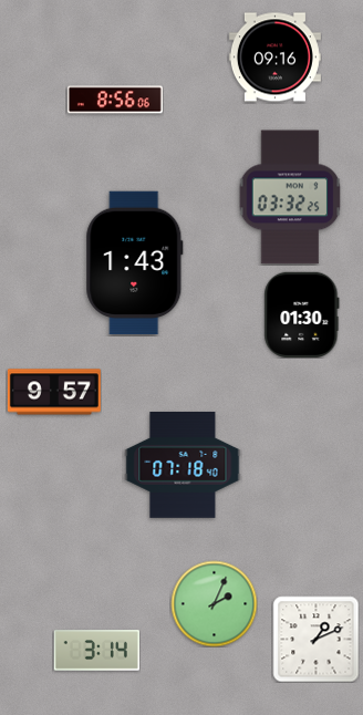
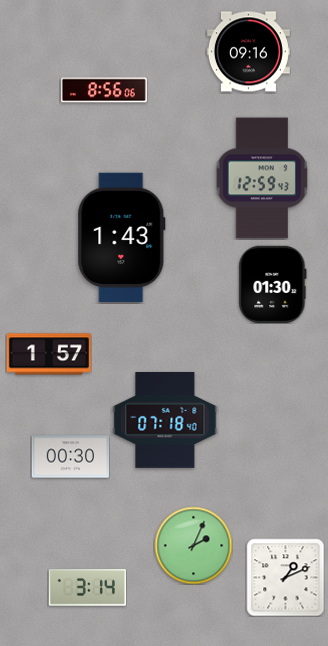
clock at (290, 197): 03:32 -> 12:59
clock at (54, 392): 9:57 -> 1:57
clock at (70, 457): none -> 00:30
